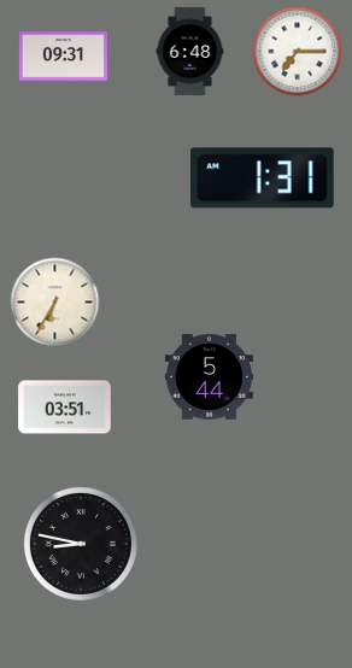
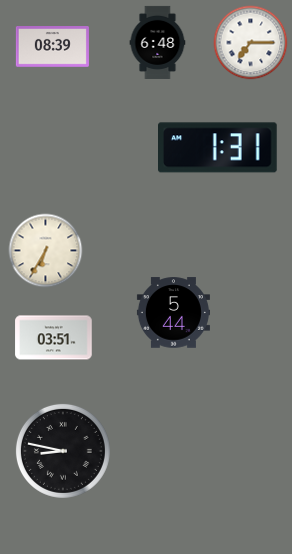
clock at (298, 52) position: (298, 52) -> (251, 43)
clock at (63, 57): 09:31 -> 08:39
clock at (81, 544) position: (81, 544) -> (63, 451)
